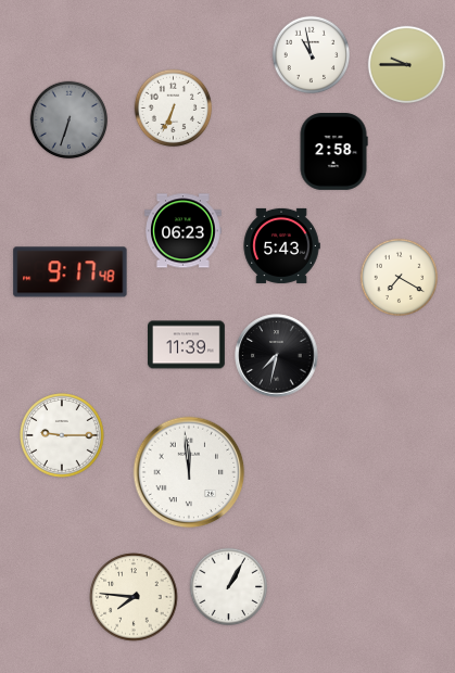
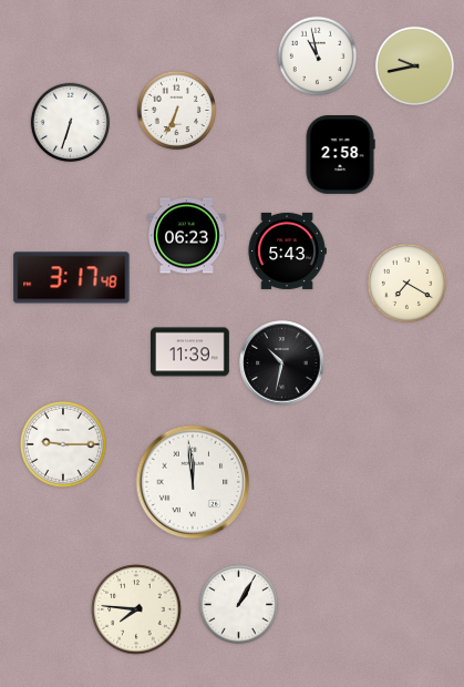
clock at (407, 65): 9:45 -> 9:43
clock at (69, 120) dial: grey -> white
clock at (71, 272): 9:17 -> 3:17
clock at (277, 356): 7:32 -> 10:32
clock at (229, 587) position: (229, 587) -> (239, 605)
